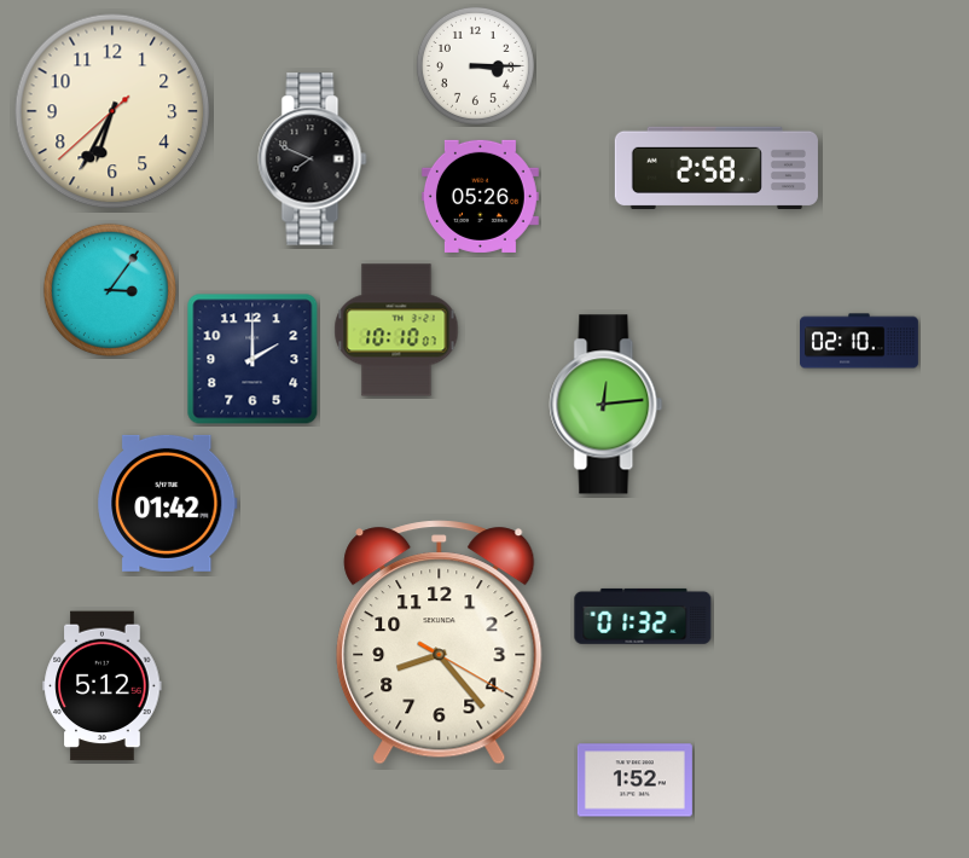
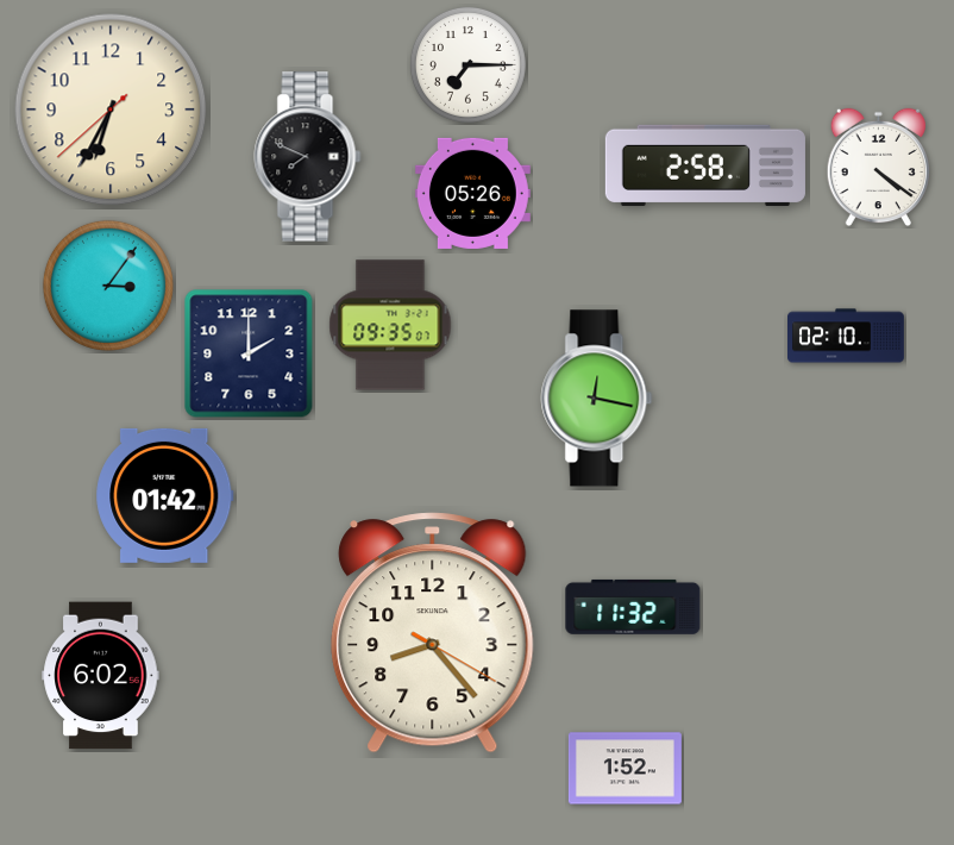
clock at (475, 65): 3:15 -> 7:15
clock at (878, 168): none -> 4:21
clock at (396, 330): 10:10 -> 09:35
clock at (607, 405): 12:14 -> 12:17
clock at (643, 616): 01:32 -> 11:32
clock at (103, 686): 5:12 -> 6:02
